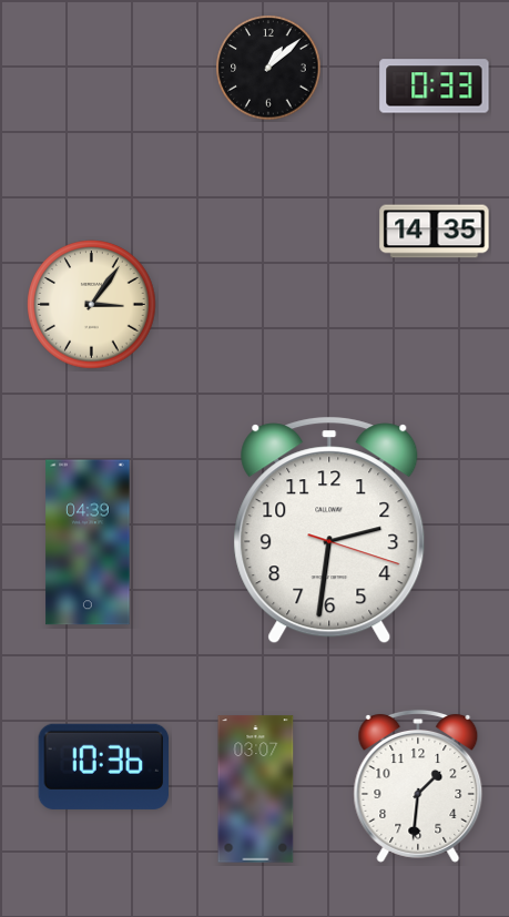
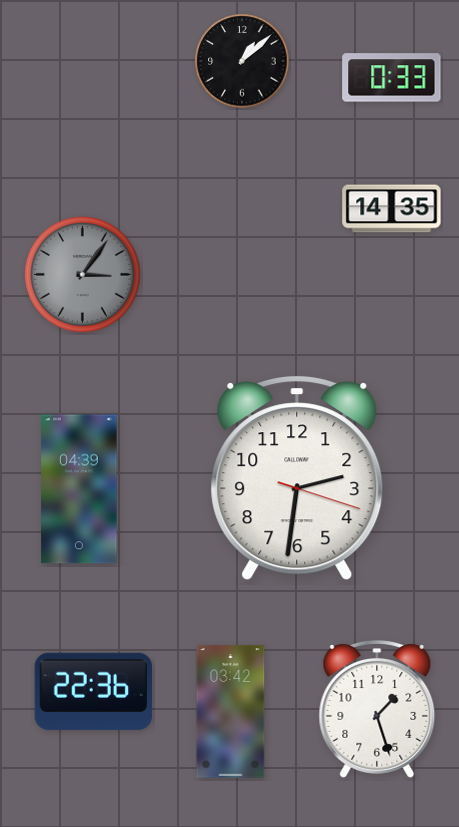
clock at (92, 305) dial: cream -> grey
clock at (104, 766): 10:36 -> 22:36
clock at (418, 786): 1:31 -> 1:27
clock at (256, 789): 03:07 -> 03:42
